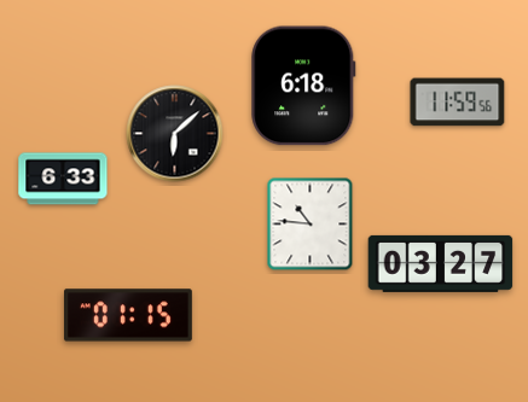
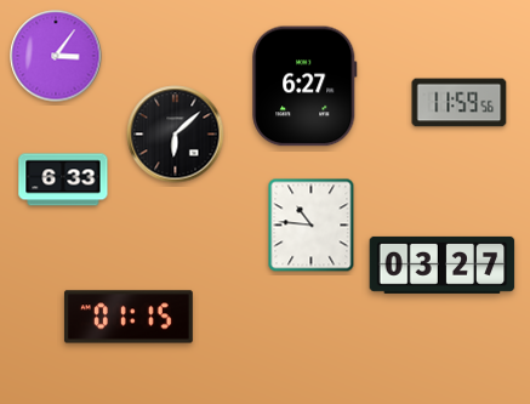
clock at (56, 56): none -> 3:06
clock at (303, 86): 6:18 -> 6:27
